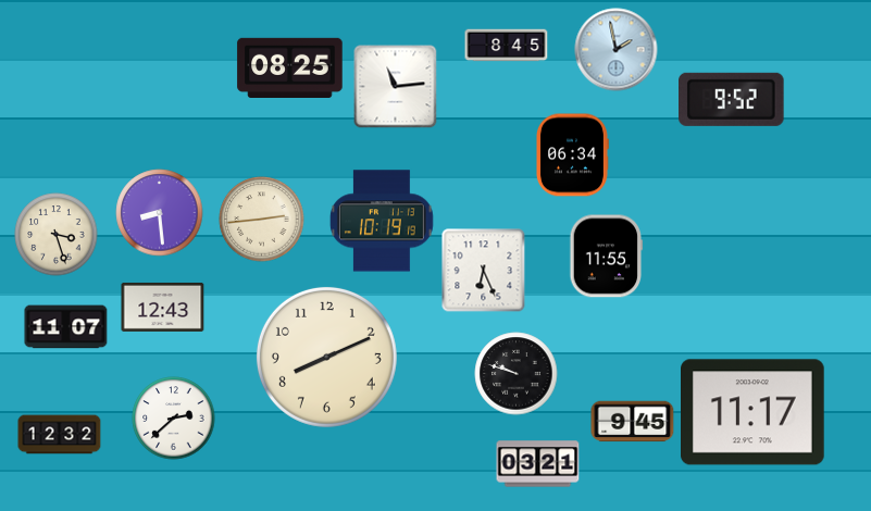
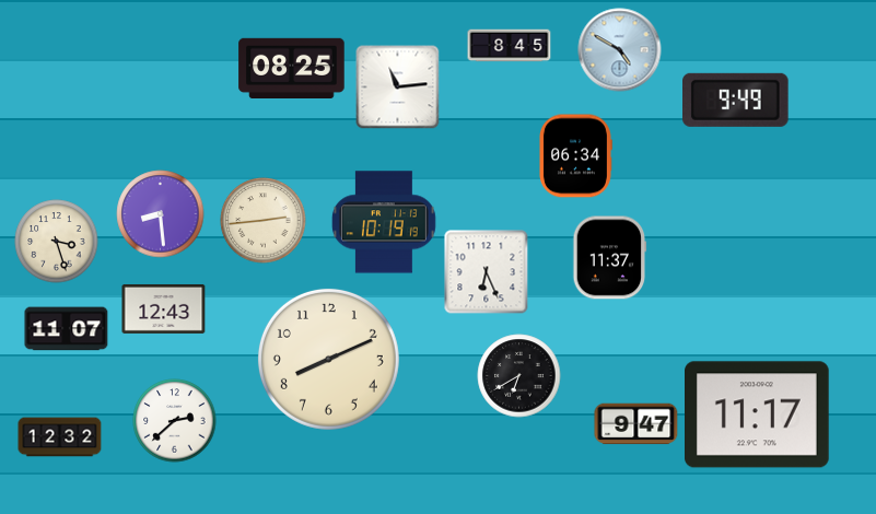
clock at (617, 50): 1:58 -> 4:50
clock at (732, 99): 9:52 -> 9:49
clock at (57, 235) position: (57, 235) -> (57, 242)
clock at (607, 257): 11:55 -> 11:37
clock at (517, 374): 9:48 -> 6:40
clock at (633, 422): 9:45 -> 9:47
clock at (538, 464): 03:21 -> none
